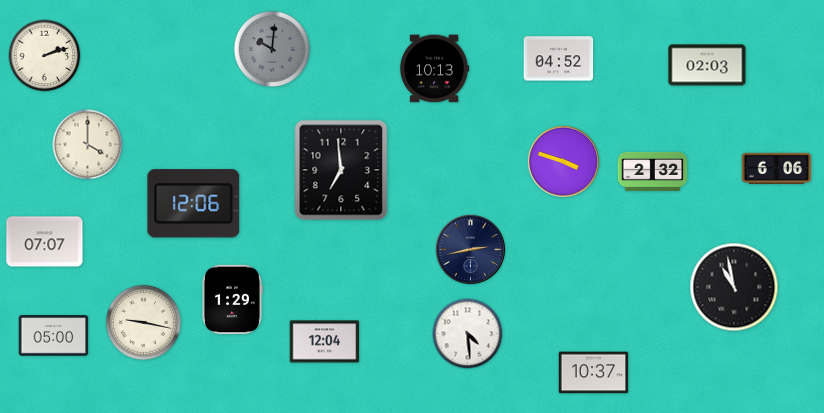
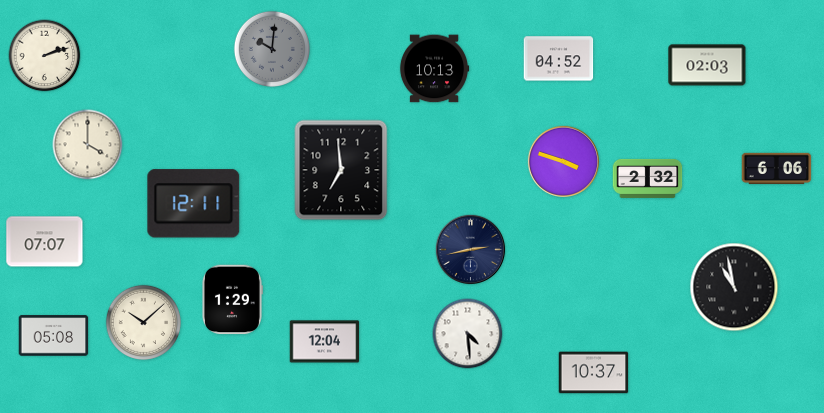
clock at (653, 171) position: (653, 171) -> (648, 178)
clock at (194, 204): 12:06 -> 12:11
clock at (143, 322): 9:17 -> 10:08
clock at (54, 336): 05:00 -> 05:08
